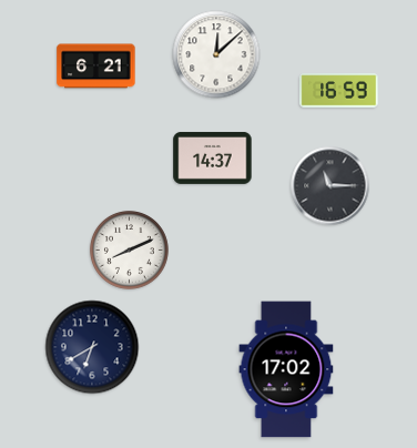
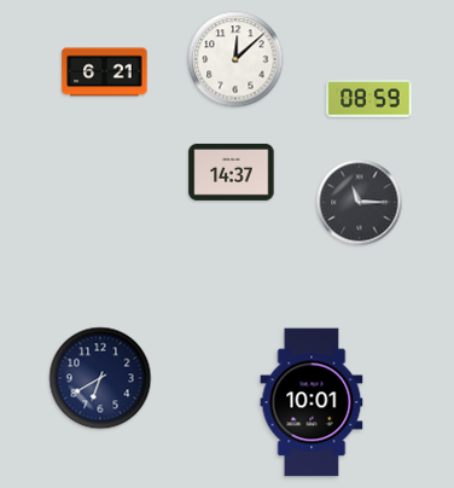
clock at (339, 91): 16:59 -> 08:59
clock at (129, 250): 8:11 -> none
clock at (286, 369): 17:02 -> 10:01
